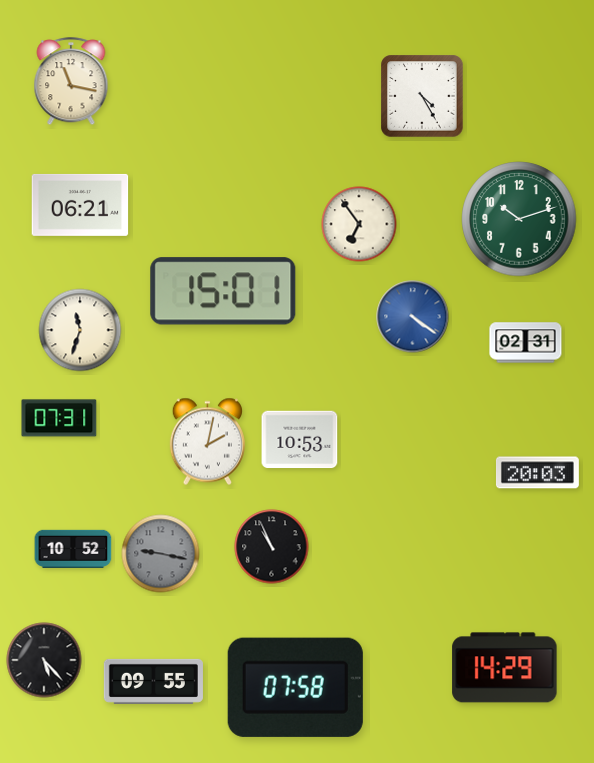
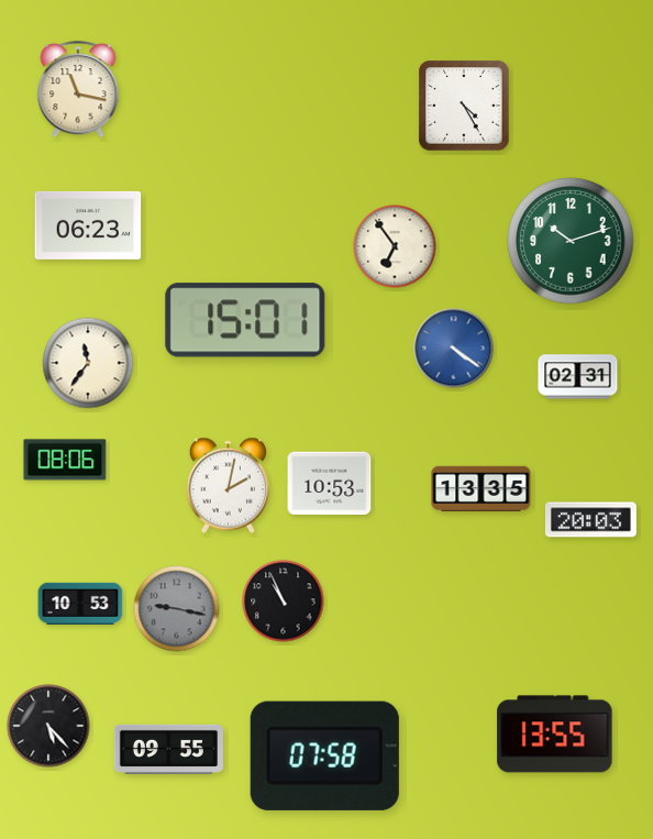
clock at (80, 205): 06:21 -> 06:23
clock at (80, 330): 11:33 -> 11:36
clock at (59, 418): 07:31 -> 08:06
clock at (482, 489): none -> 13:35
clock at (272, 547) position: (272, 547) -> (284, 601)
clock at (73, 549): 10:52 -> 10:53
clock at (505, 668): 14:29 -> 13:55
